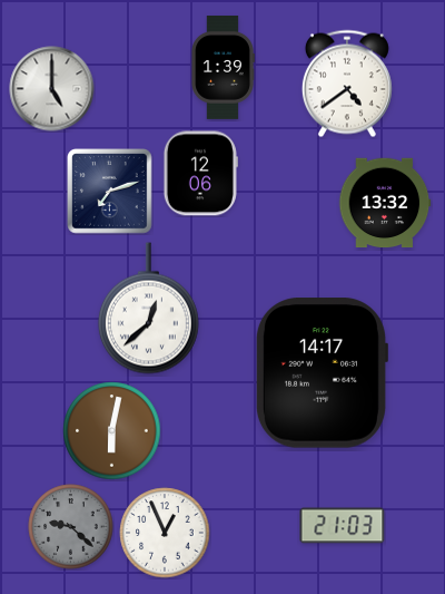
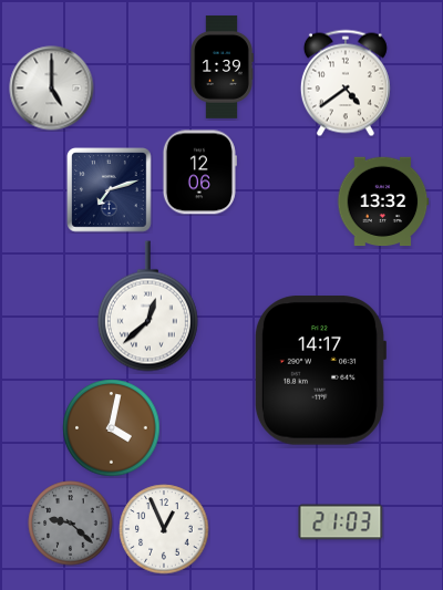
clock at (112, 431): 6:02 -> 4:02
